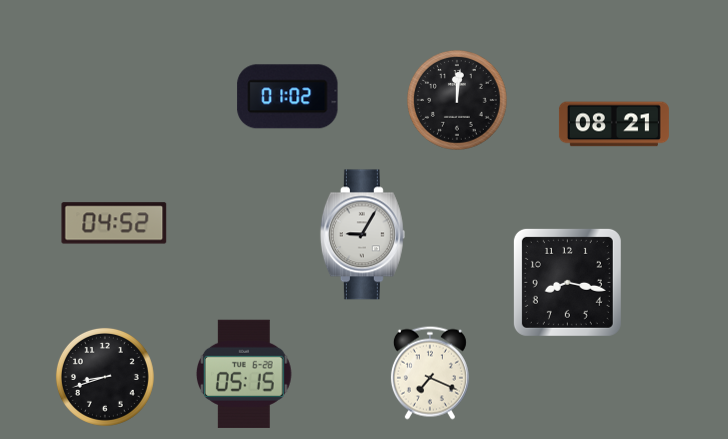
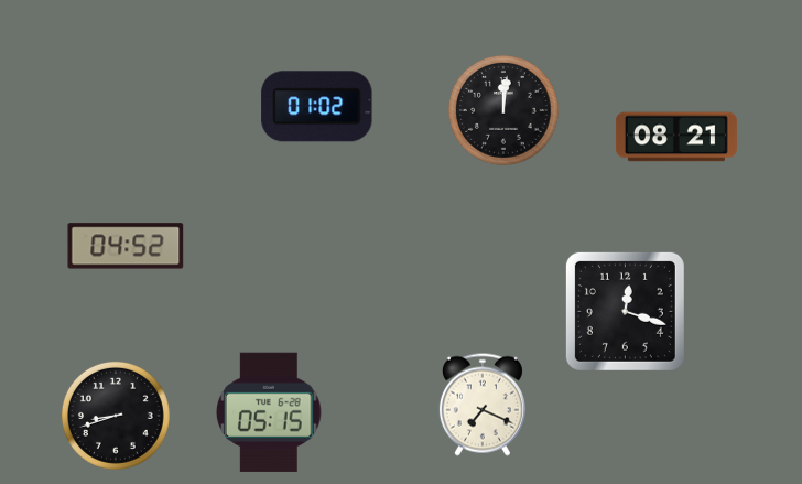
clock at (362, 235): 9:05 -> none
clock at (567, 282): 8:17 -> 12:18
clock at (430, 373) position: (430, 373) -> (483, 405)
